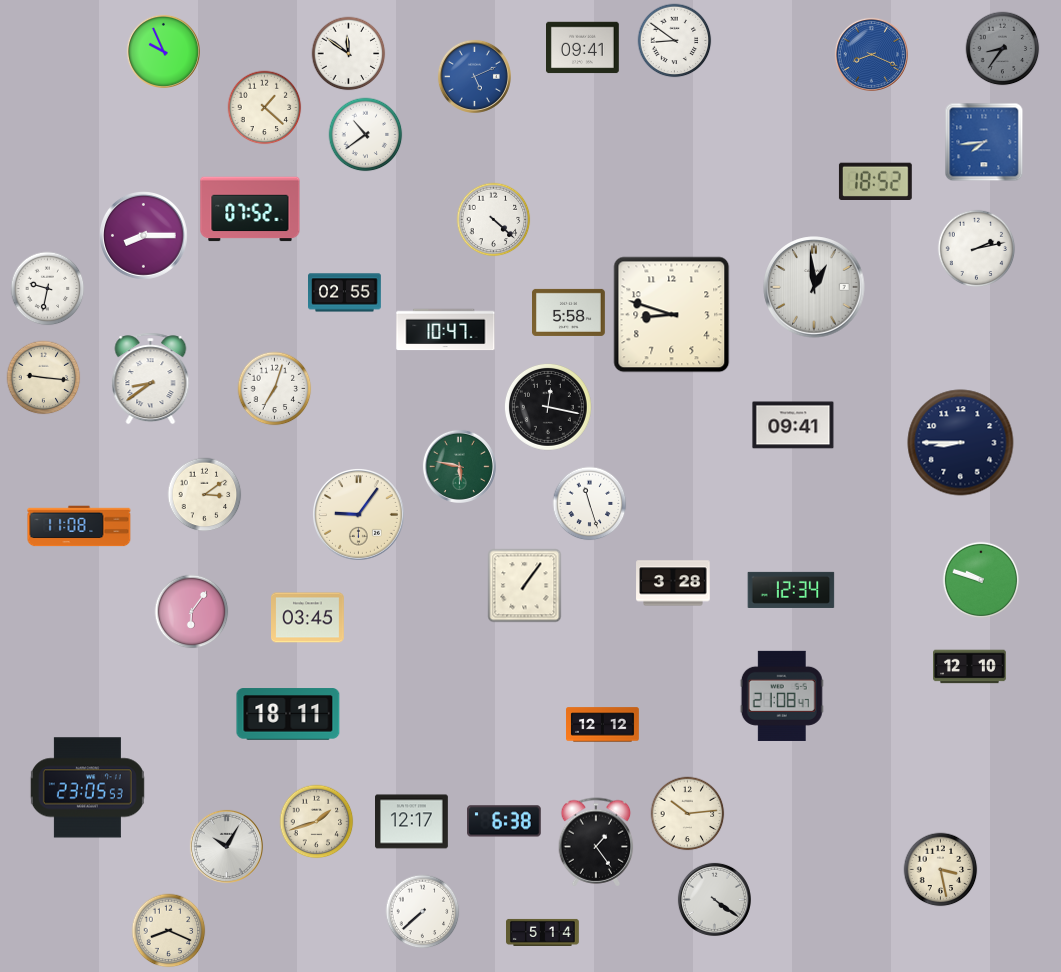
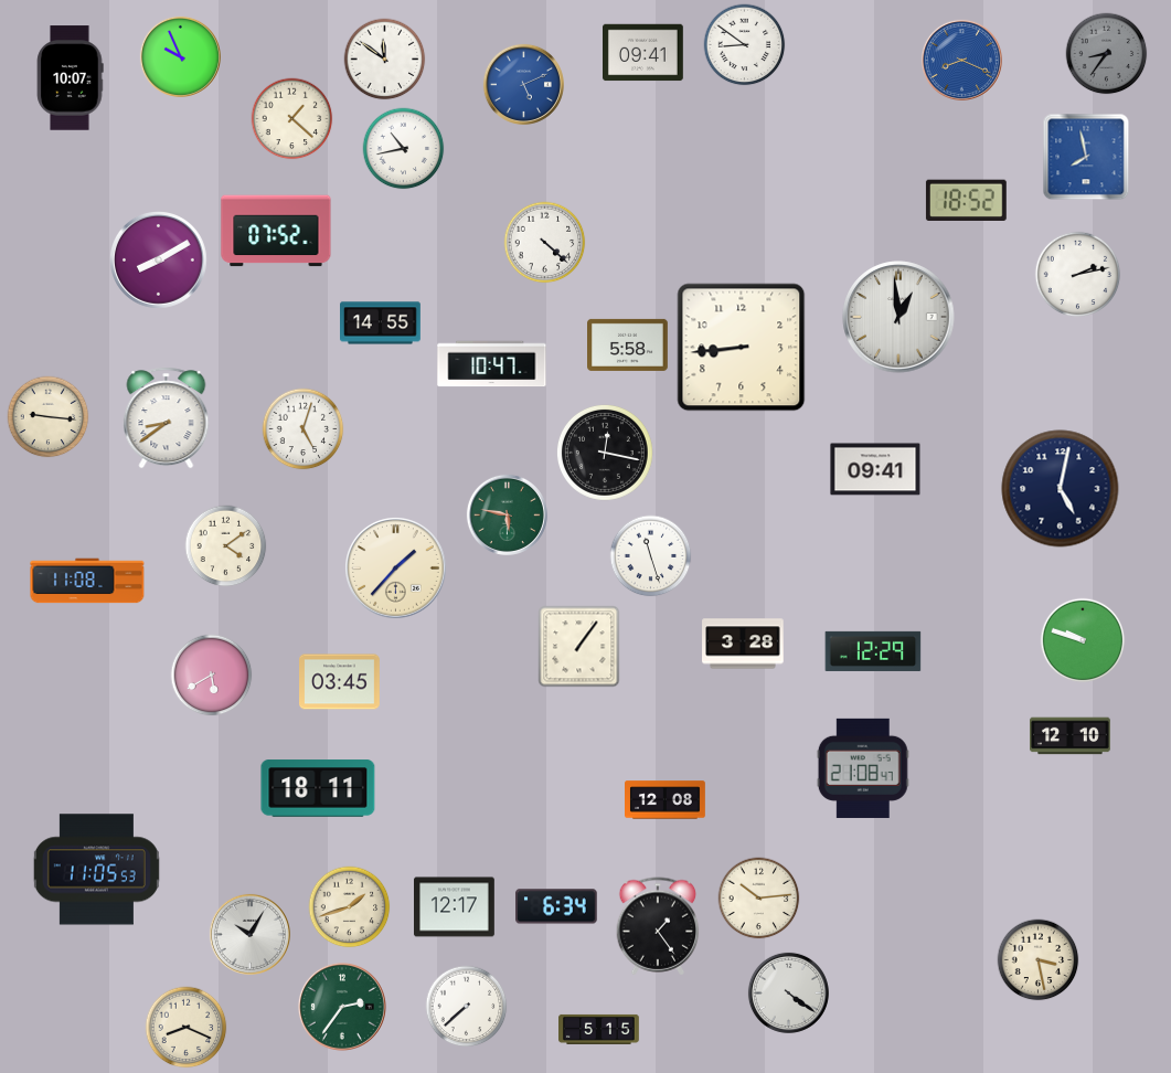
clock at (70, 78): none -> 10:07
clock at (366, 135): 10:39 -> 10:43
clock at (984, 142): 7:44 -> 7:58
clock at (144, 236): 8:15 -> 8:10
clock at (48, 289): 9:32 -> none
clock at (345, 293): 02:55 -> 14:55
clock at (672, 315): 8:48 -> 8:44
clock at (275, 389): 7:03 -> 5:03
clock at (548, 407) position: (548, 407) -> (605, 453)
clock at (961, 443): 8:45 -> 5:02
clock at (205, 495): 3:09 -> 4:09
clock at (359, 515): 9:06 -> 1:37
clock at (791, 590): 12:34 -> 12:29
clock at (192, 612): 6:06 -> 5:40
clock at (603, 725): 12:12 -> 12:08
clock at (87, 788): 23:05 -> 11:05
clock at (504, 821): 6:38 -> 6:34
clock at (596, 842) position: (596, 842) -> (658, 926)
clock at (342, 1007): none -> 2:36
clock at (543, 932): 5:14 -> 5:15
